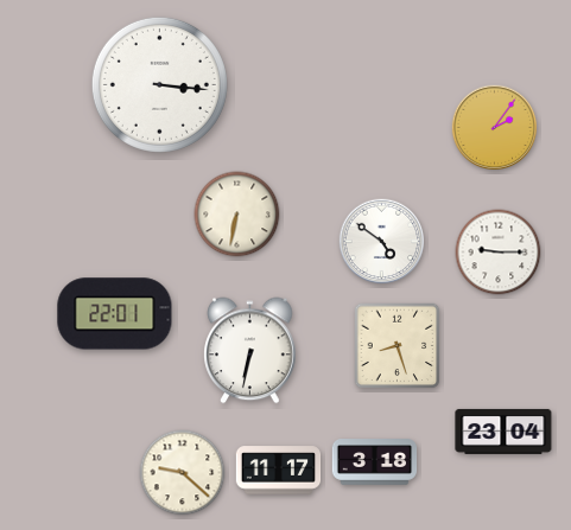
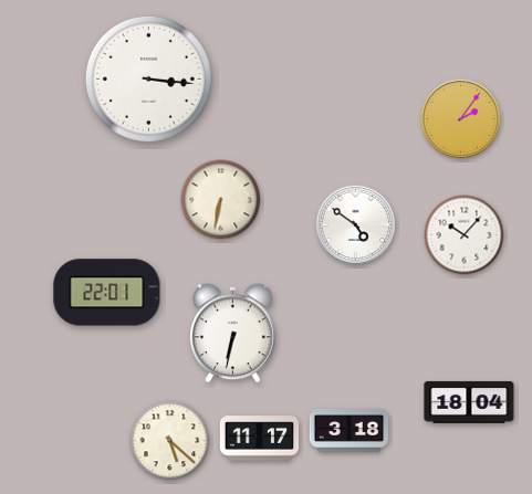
clock at (499, 253): 9:15 -> 10:07
clock at (398, 346): 8:27 -> none
clock at (250, 351) position: (250, 351) -> (233, 334)
clock at (503, 432): 23:04 -> 18:04
clock at (183, 473): 9:22 -> 5:22
